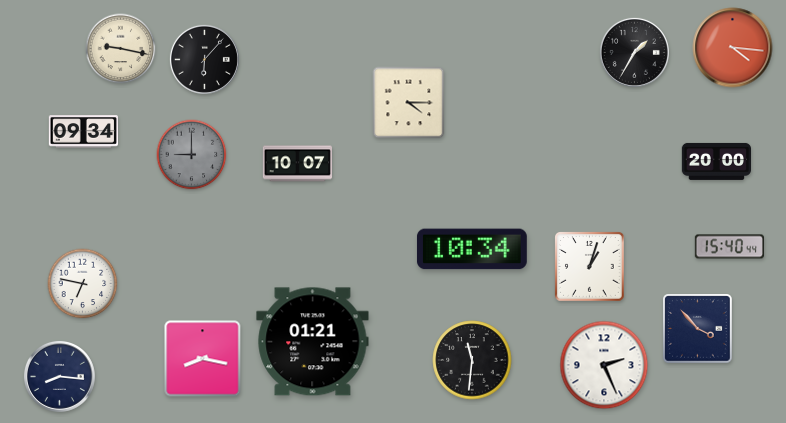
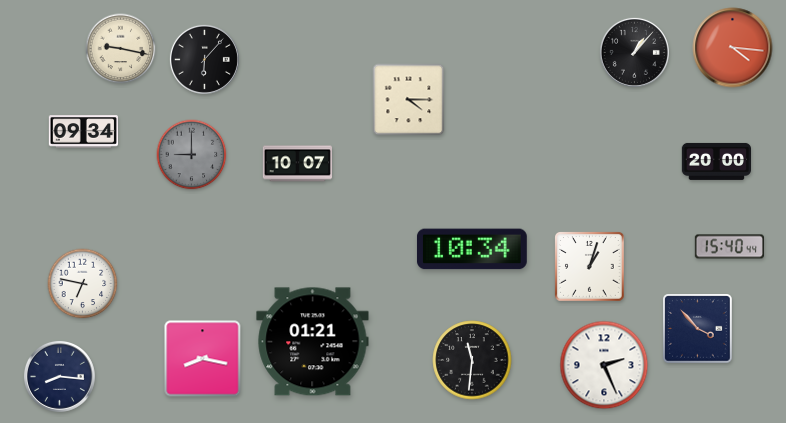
clock at (634, 52): 1:35 -> 1:07
clock at (409, 103) position: (409, 103) -> (409, 100)
